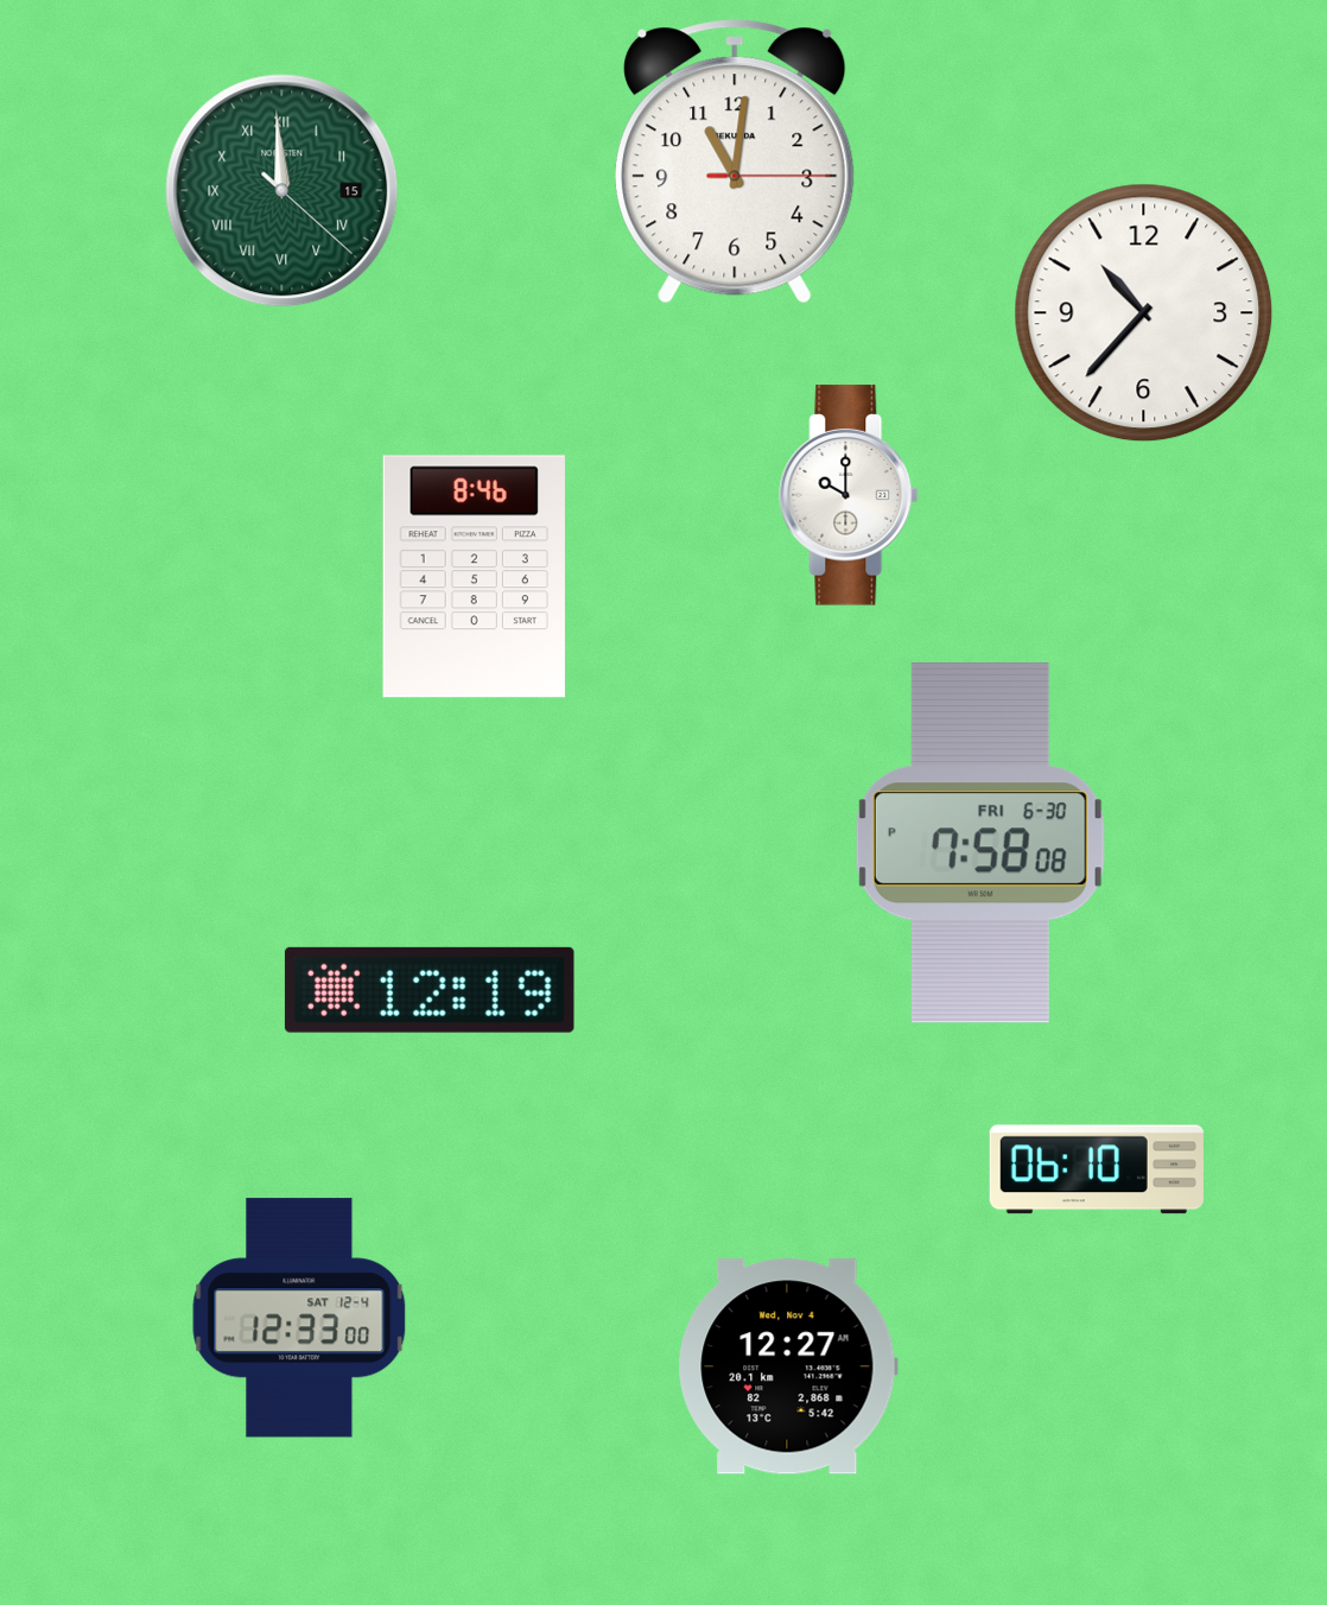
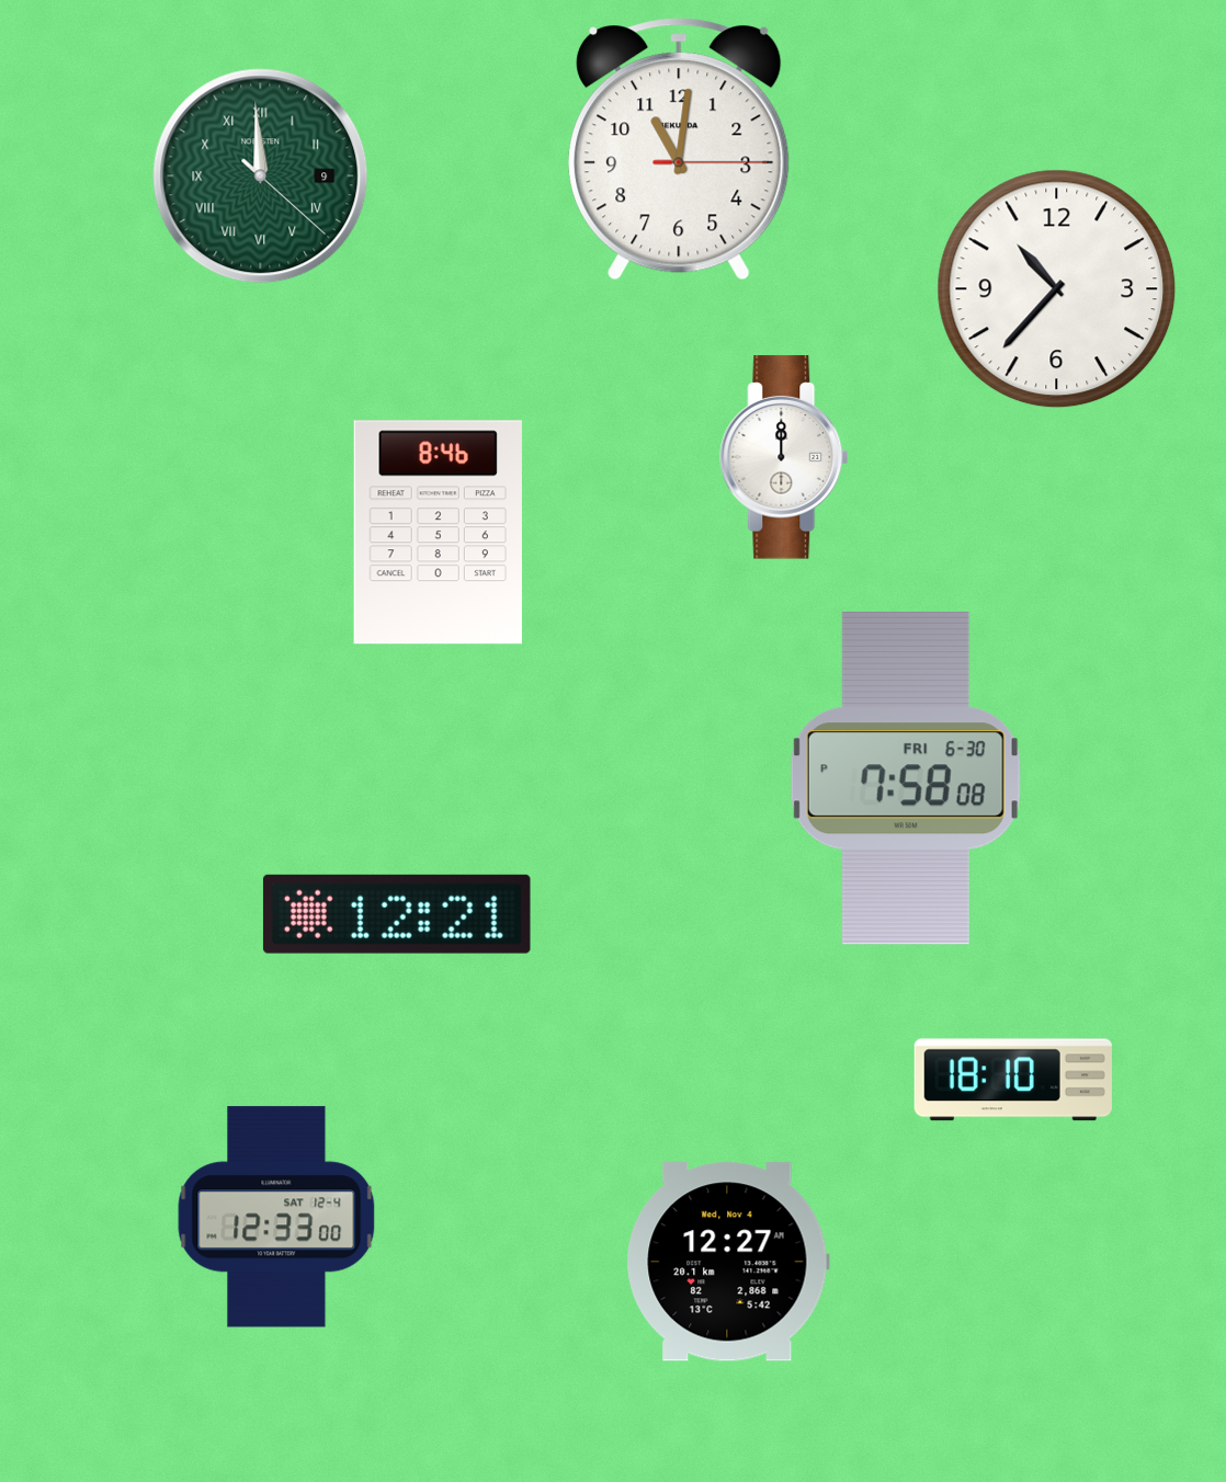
clock at (282, 191) date: 15 -> 9
clock at (850, 495): 10:00 -> 12:00
clock at (430, 990): 12:19 -> 12:21
clock at (1097, 1169): 06:10 -> 18:10
